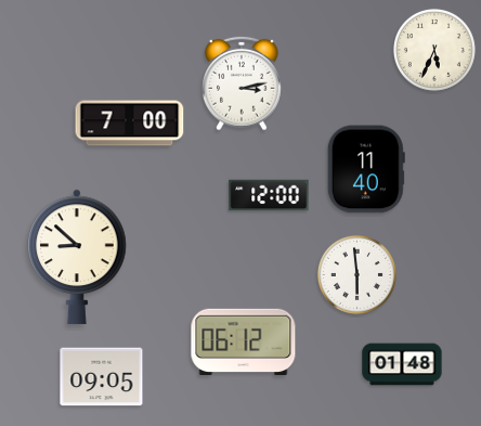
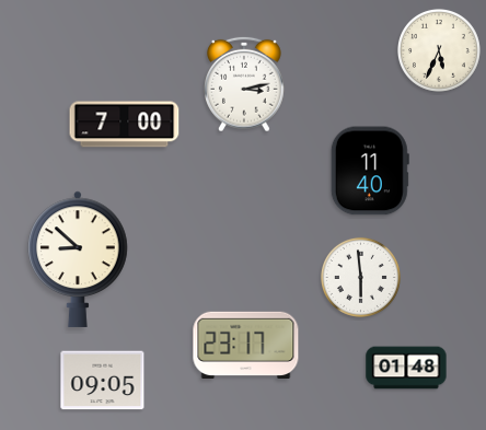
clock at (130, 124) position: (130, 124) -> (125, 125)
clock at (269, 195): 12:00 -> none
clock at (244, 341): 06:12 -> 23:17
